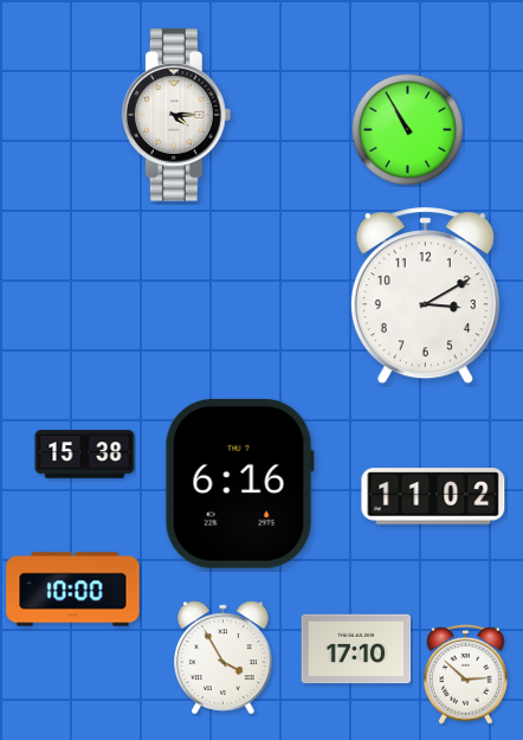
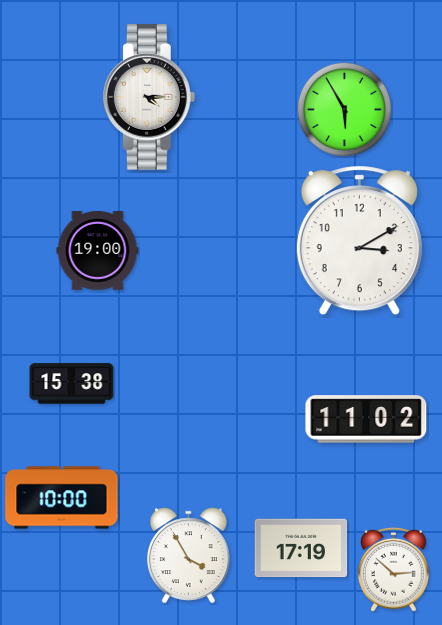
clock at (407, 129): 10:55 -> 5:55
clock at (425, 296) position: (425, 296) -> (359, 241)
clock at (98, 251): none -> 19:00
clock at (239, 483): 6:16 -> none
clock at (356, 649): 17:10 -> 17:19
